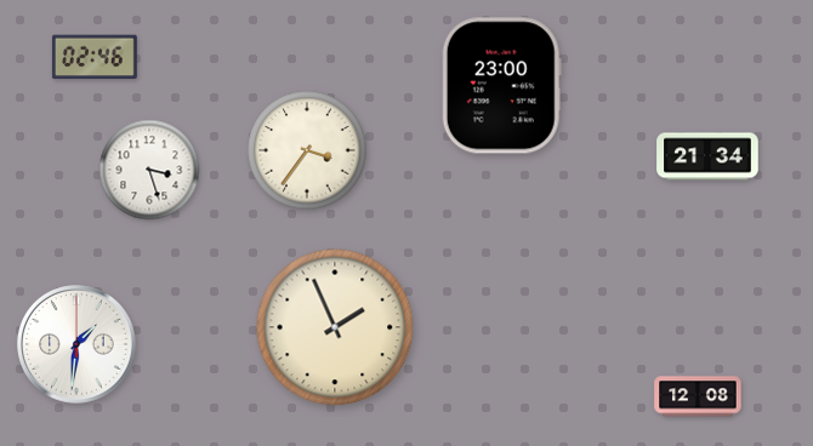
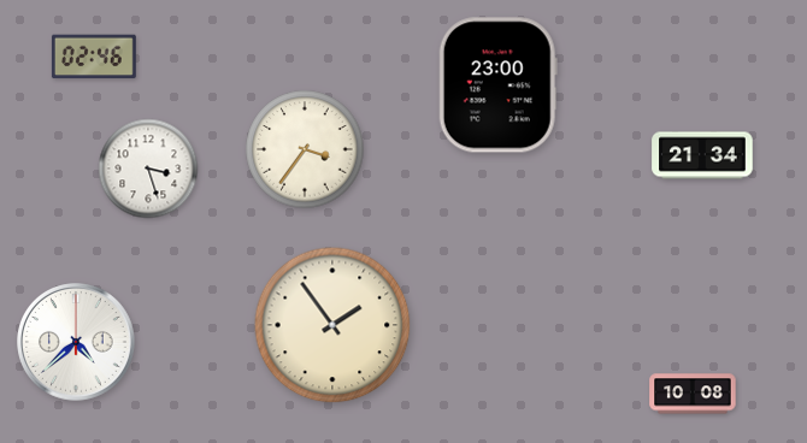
clock at (335, 327): 1:56 -> 1:54
clock at (76, 344): 1:31 -> 4:38
clock at (698, 396): 12:08 -> 10:08
